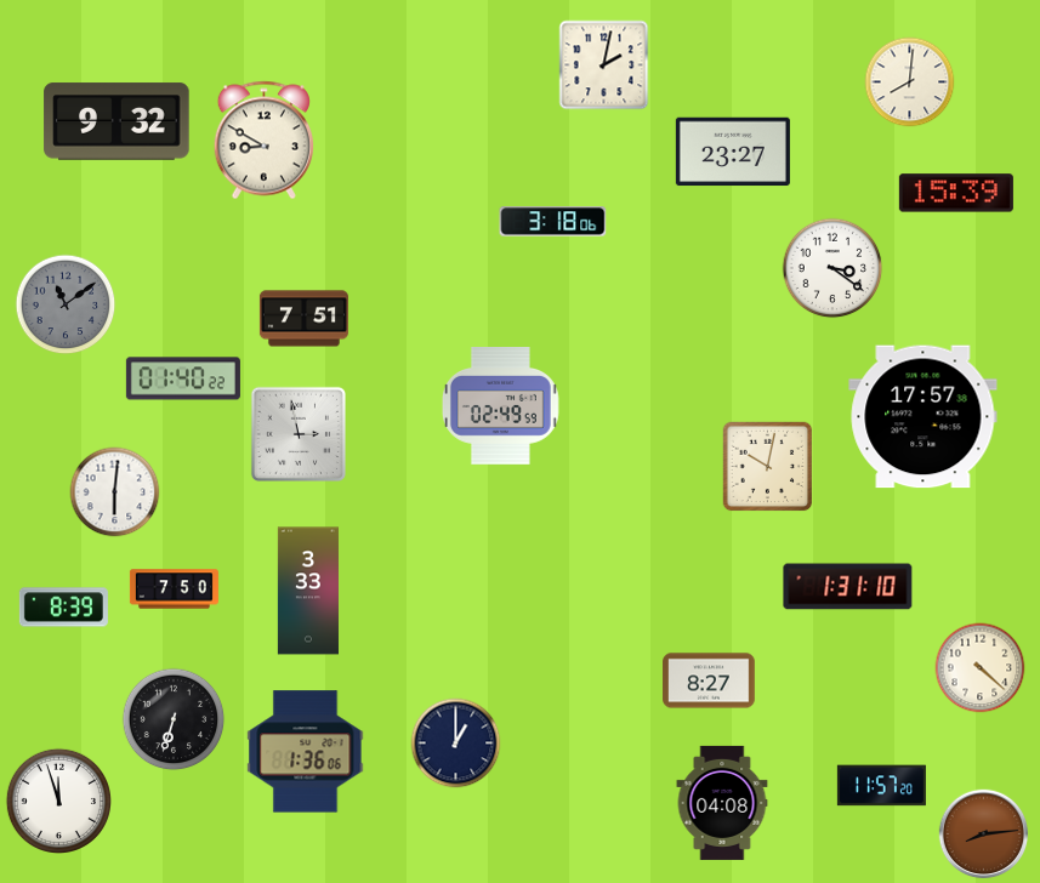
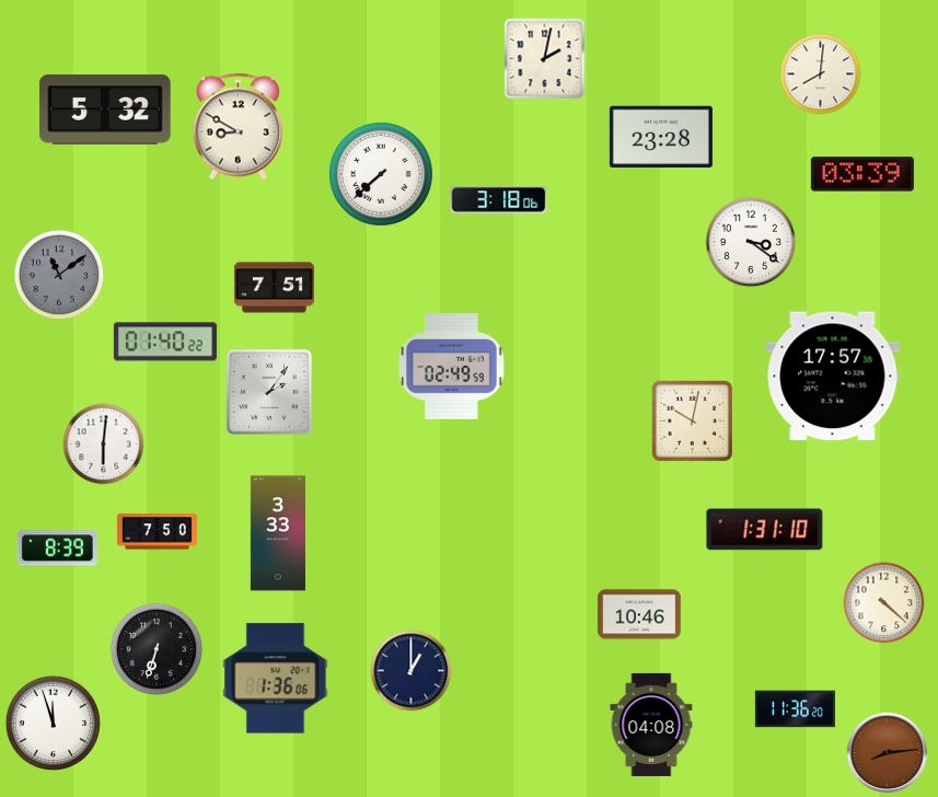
clock at (116, 121): 9:32 -> 5:32
clock at (733, 152): 23:27 -> 23:28
clock at (381, 174): none -> 7:38
clock at (956, 193): 15:39 -> 03:39
clock at (297, 433): 2:58 -> 2:06
clock at (709, 680): 8:27 -> 10:46
clock at (881, 786): 11:57 -> 11:36
